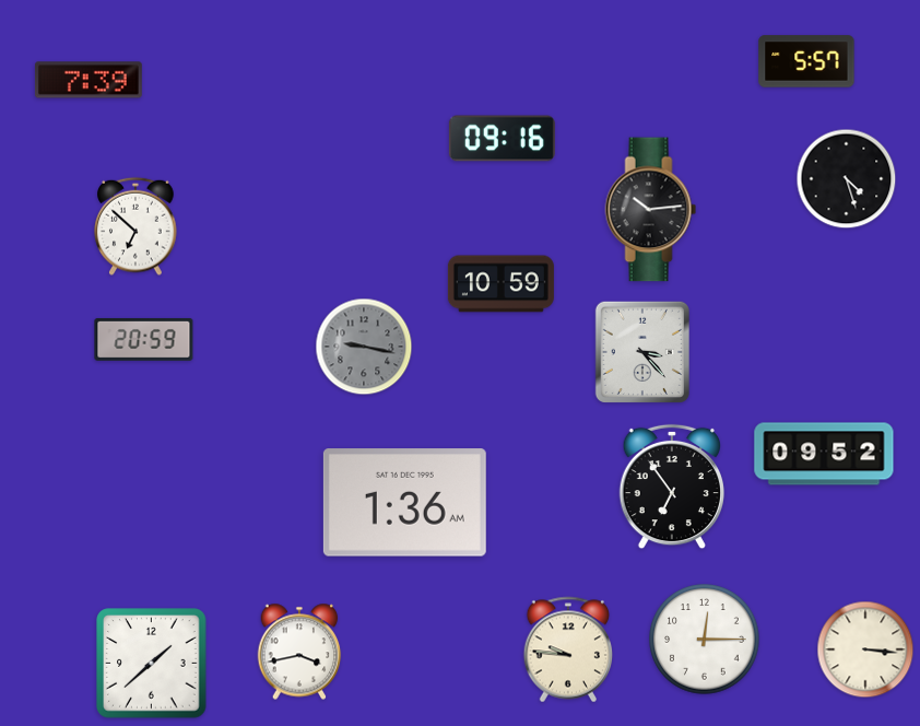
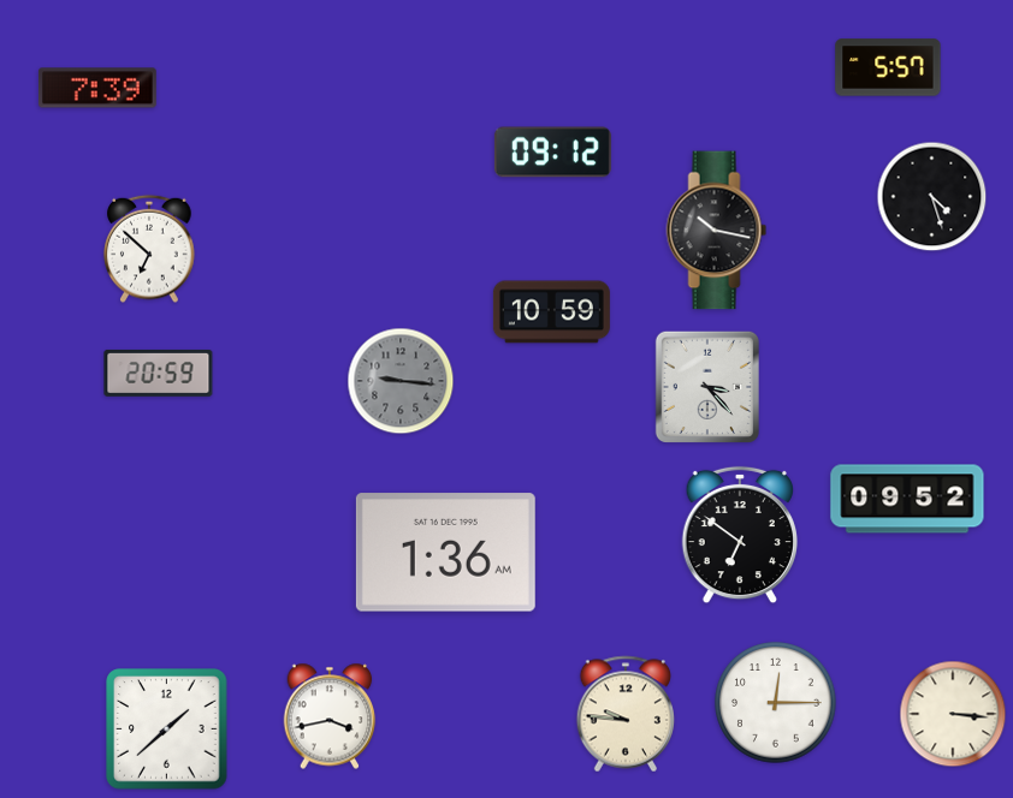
clock at (502, 139): 09:16 -> 09:12
clock at (651, 210): 10:14 -> 10:17
clock at (364, 347): 9:17 -> 9:16
clock at (671, 487): 6:54 -> 6:51
